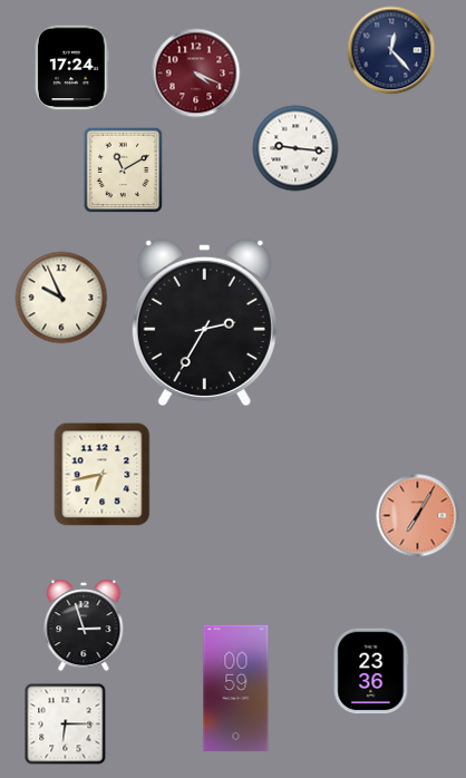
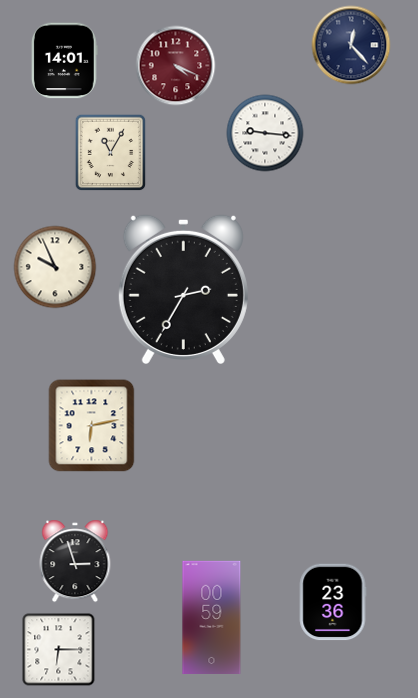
clock at (72, 68): 17:24 -> 14:01
clock at (124, 171): 11:10 -> 11:05
clock at (103, 475): 6:43 -> 6:13
clock at (418, 516): 7:05 -> none
